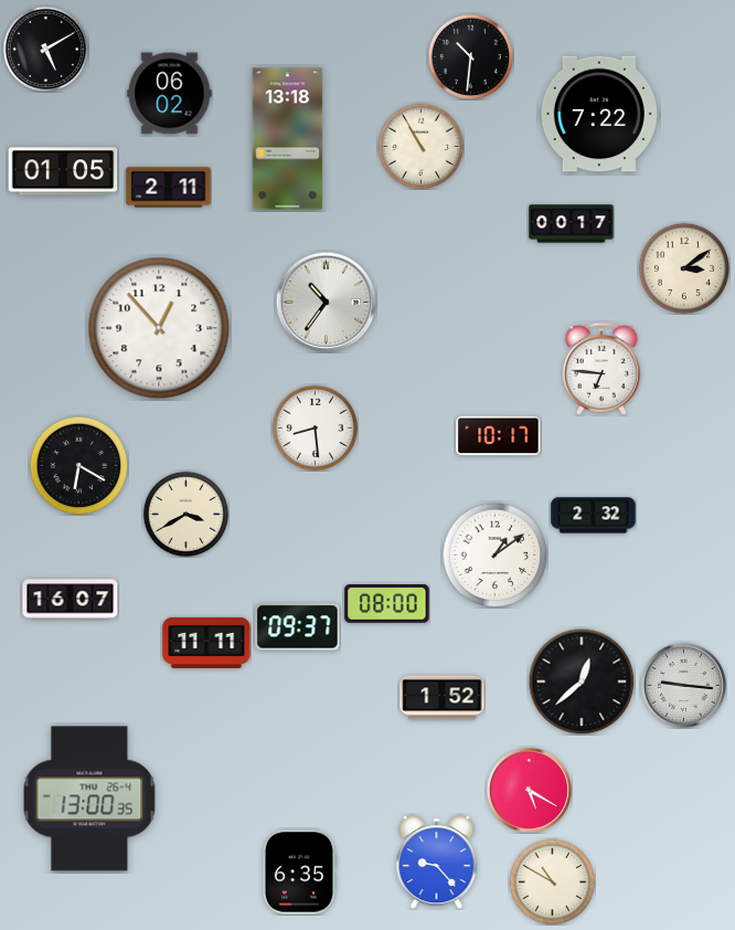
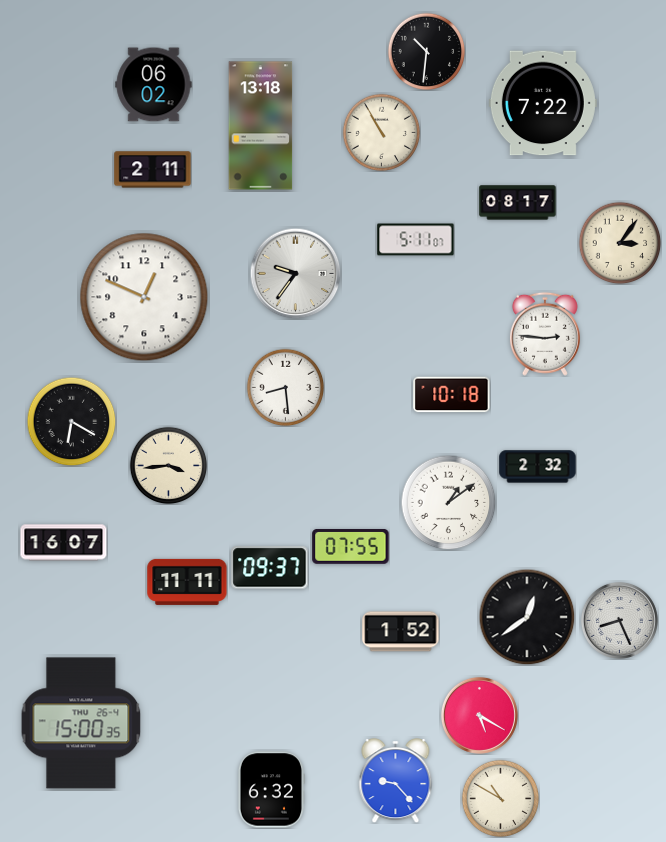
clock at (45, 49): 5:10 -> none
clock at (63, 171): 01:05 -> none
clock at (572, 224): 00:17 -> 08:17
clock at (416, 240): none -> 5:11
clock at (684, 268): 3:09 -> 3:06
clock at (326, 302): 10:36 -> 9:36
clock at (159, 328): 12:53 -> 12:49
clock at (601, 369): 6:46 -> 2:46
clock at (499, 436): 10:17 -> 10:18
clock at (185, 514): 3:40 -> 3:44
clock at (387, 604): 08:00 -> 07:55
clock at (582, 681): 12:38 -> 12:39
clock at (683, 685): 9:16 -> 8:26
clock at (89, 799): 13:00 -> 15:00
clock at (299, 873): 6:35 -> 6:32
